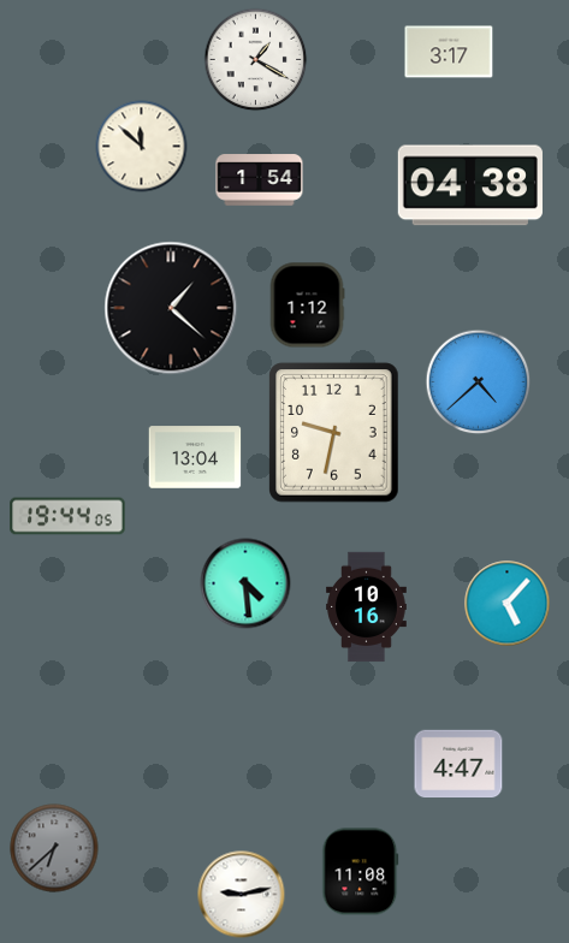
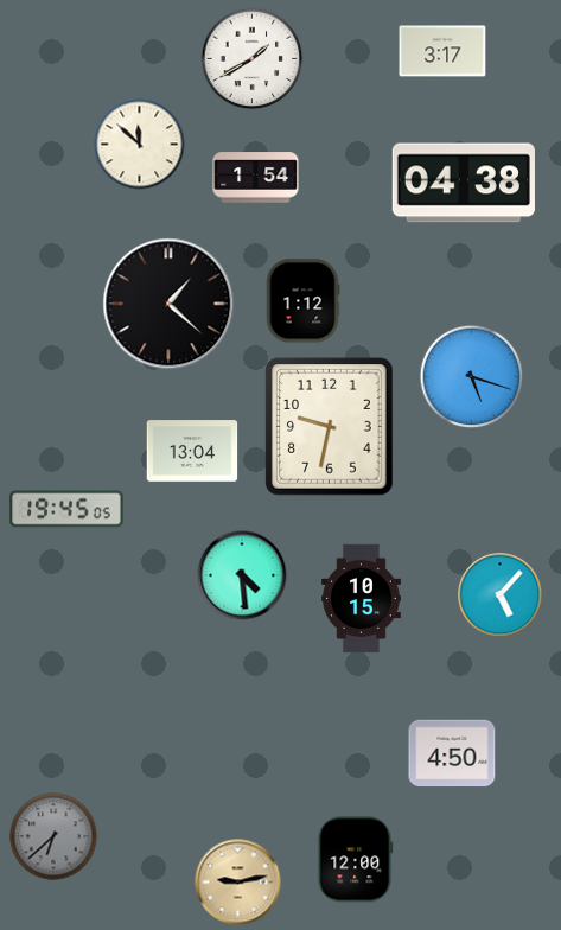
clock at (256, 60): 1:20 -> 1:40
clock at (479, 382): 4:38 -> 5:18
clock at (67, 516): 19:44 -> 19:45
clock at (367, 607): 10:16 -> 10:15
clock at (458, 764): 4:47 -> 4:50
clock at (361, 872): 11:08 -> 12:00
clock at (242, 895) dial: white -> champagne
